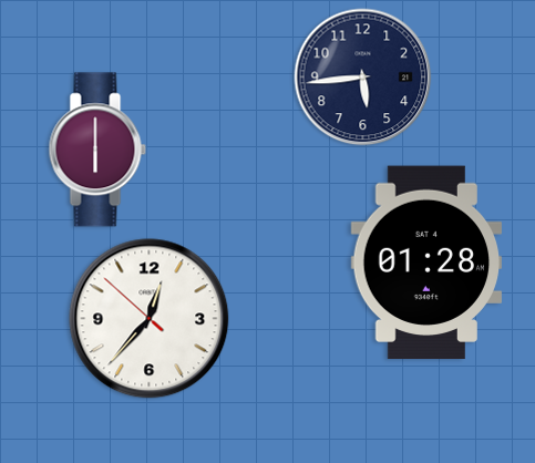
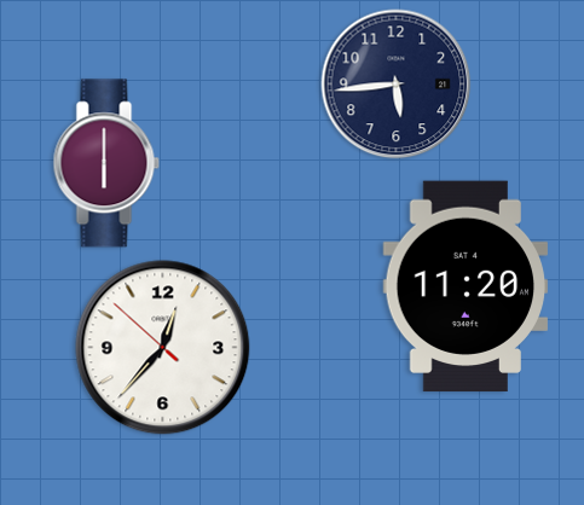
clock at (426, 263): 01:28 -> 11:20
